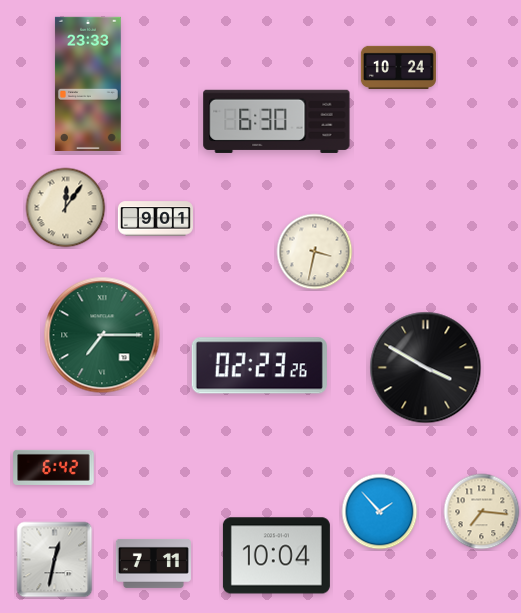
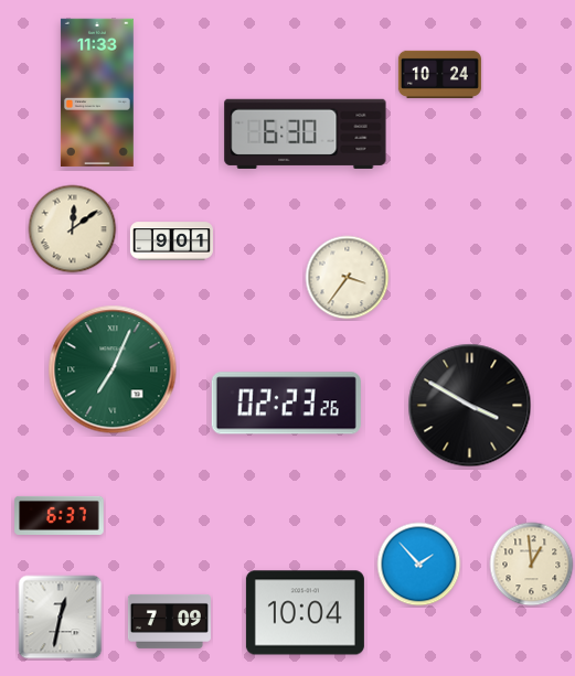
clock at (88, 84): 23:33 -> 11:33
clock at (66, 208): 12:06 -> 12:09
clock at (315, 252): 3:32 -> 3:36
clock at (102, 335): 7:15 -> 7:04
clock at (54, 467): 6:42 -> 6:37
clock at (482, 512): 7:16 -> 12:59
clock at (153, 563): 7:11 -> 7:09
